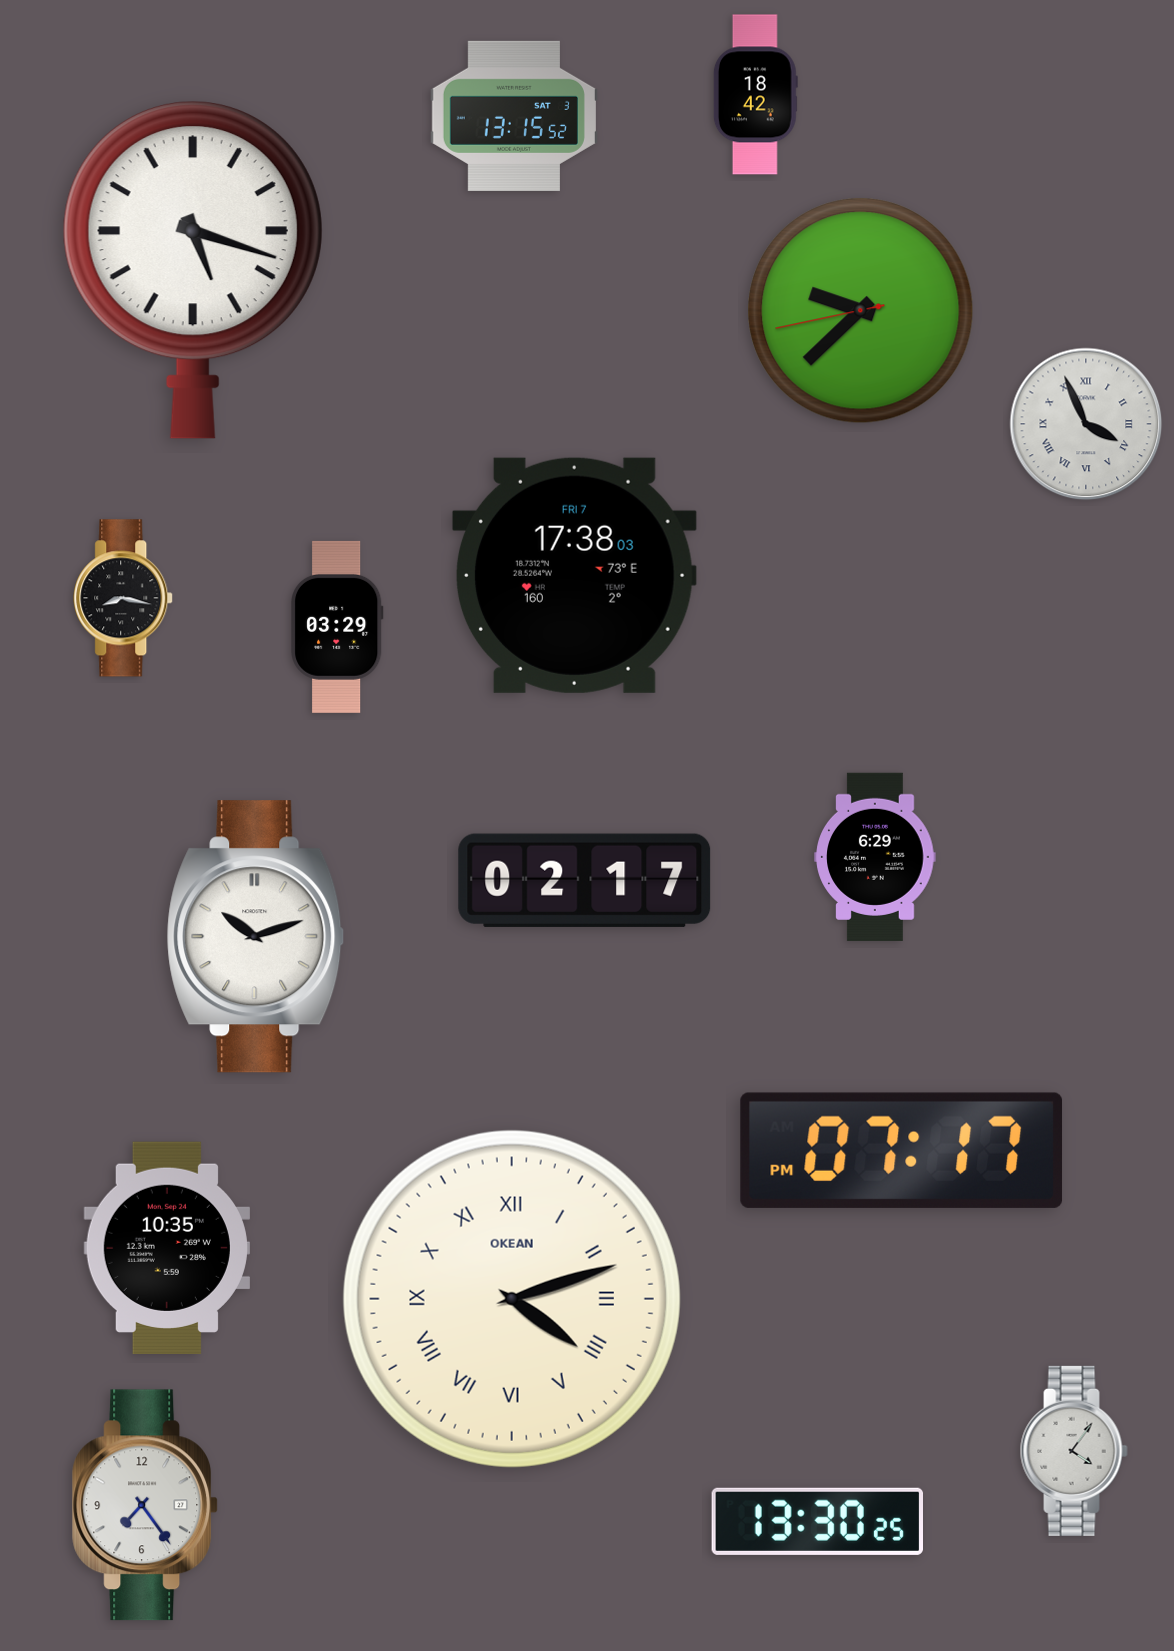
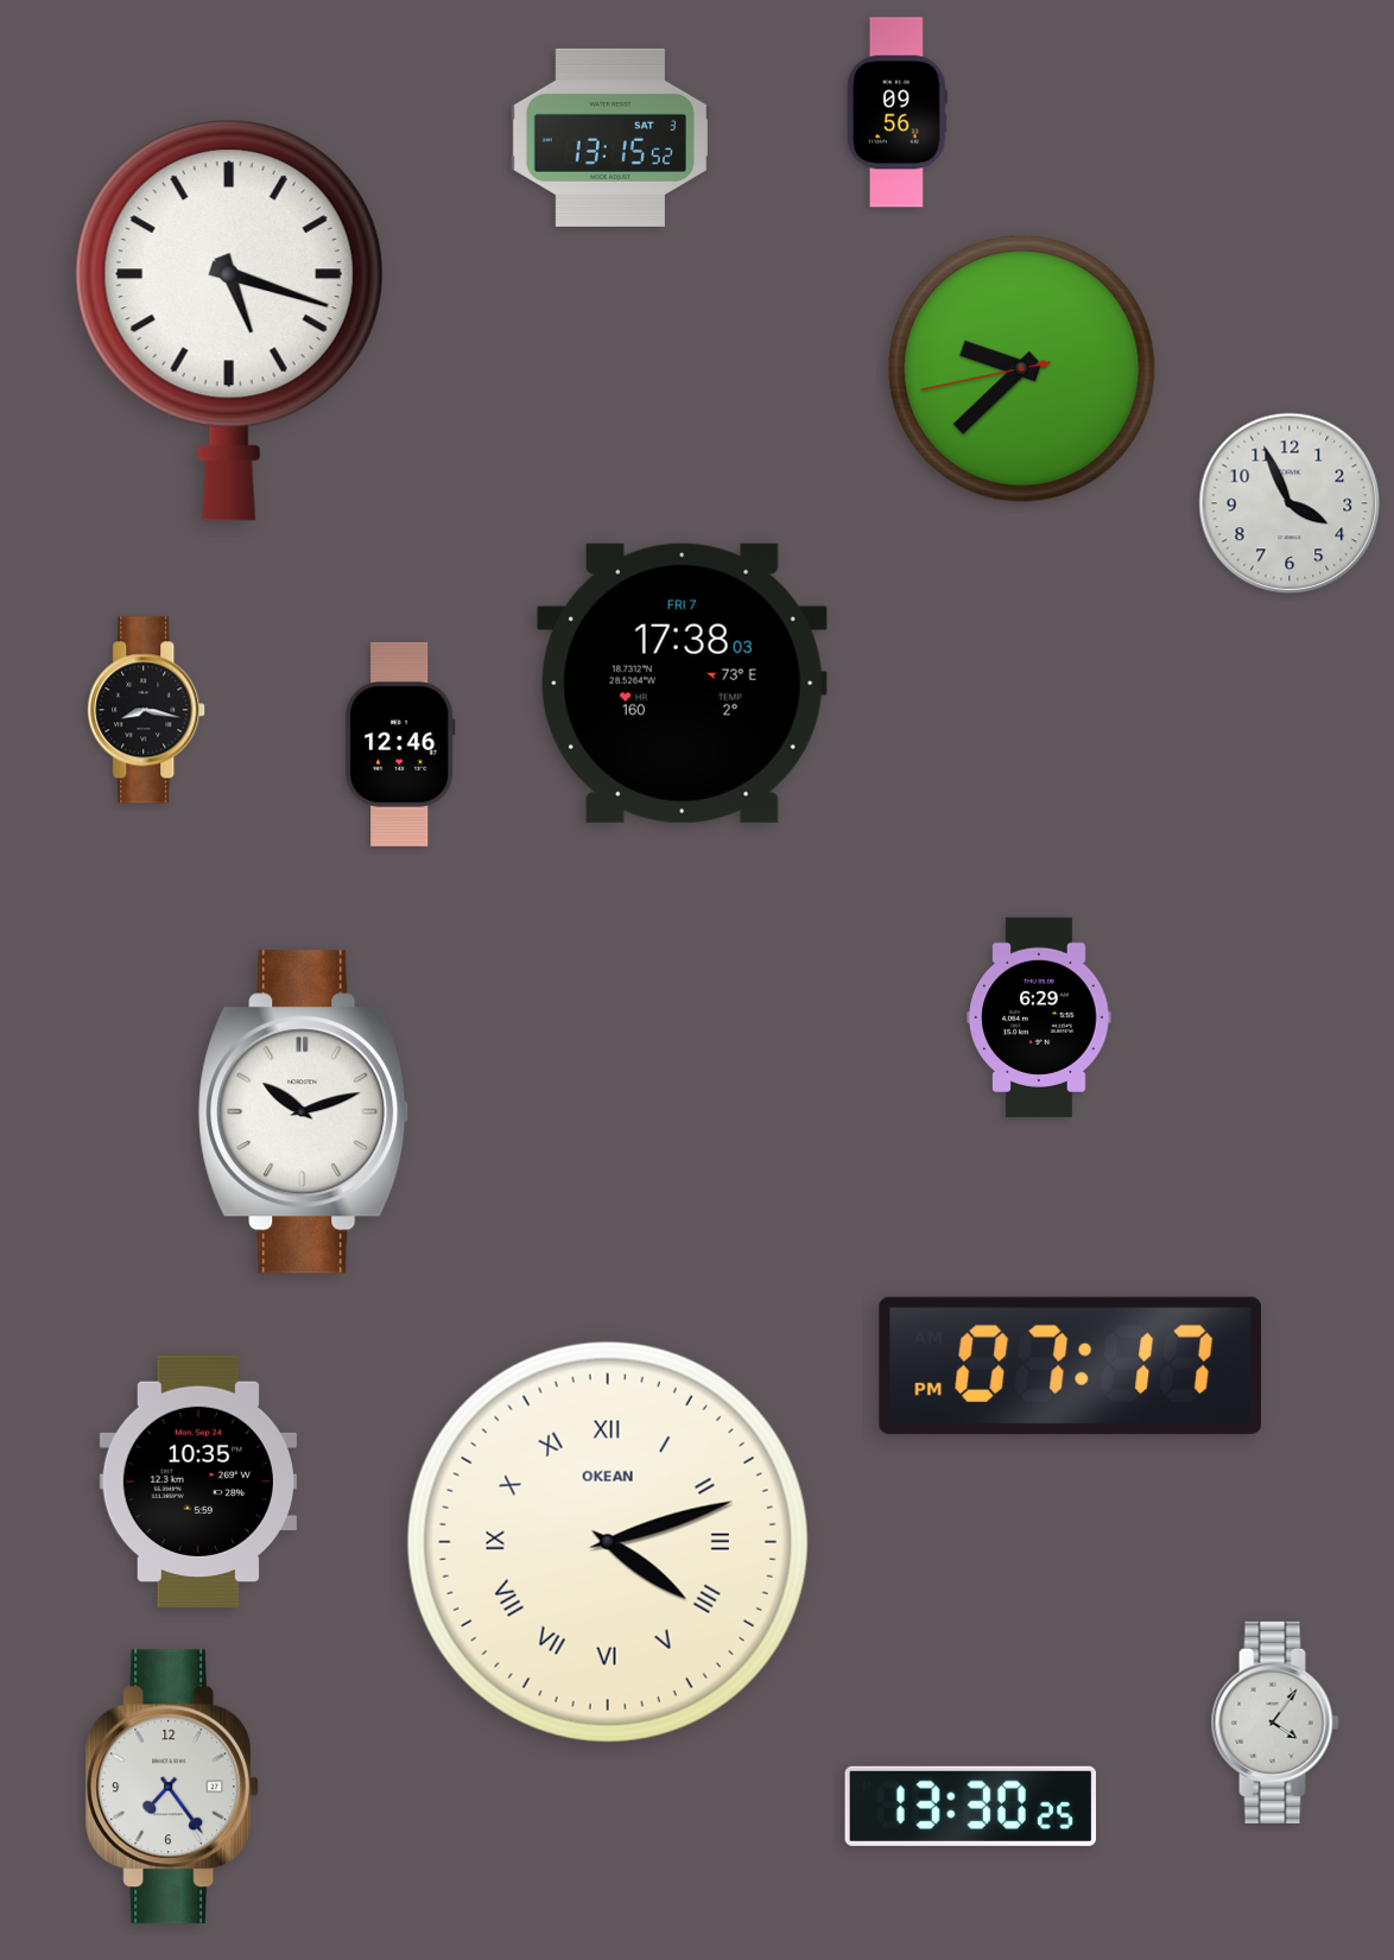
clock at (755, 95): 18:42 -> 09:56
clock at (1086, 424) numerals: Roman -> Arabic
clock at (337, 627): 03:29 -> 12:46
clock at (585, 880): 02:17 -> none
